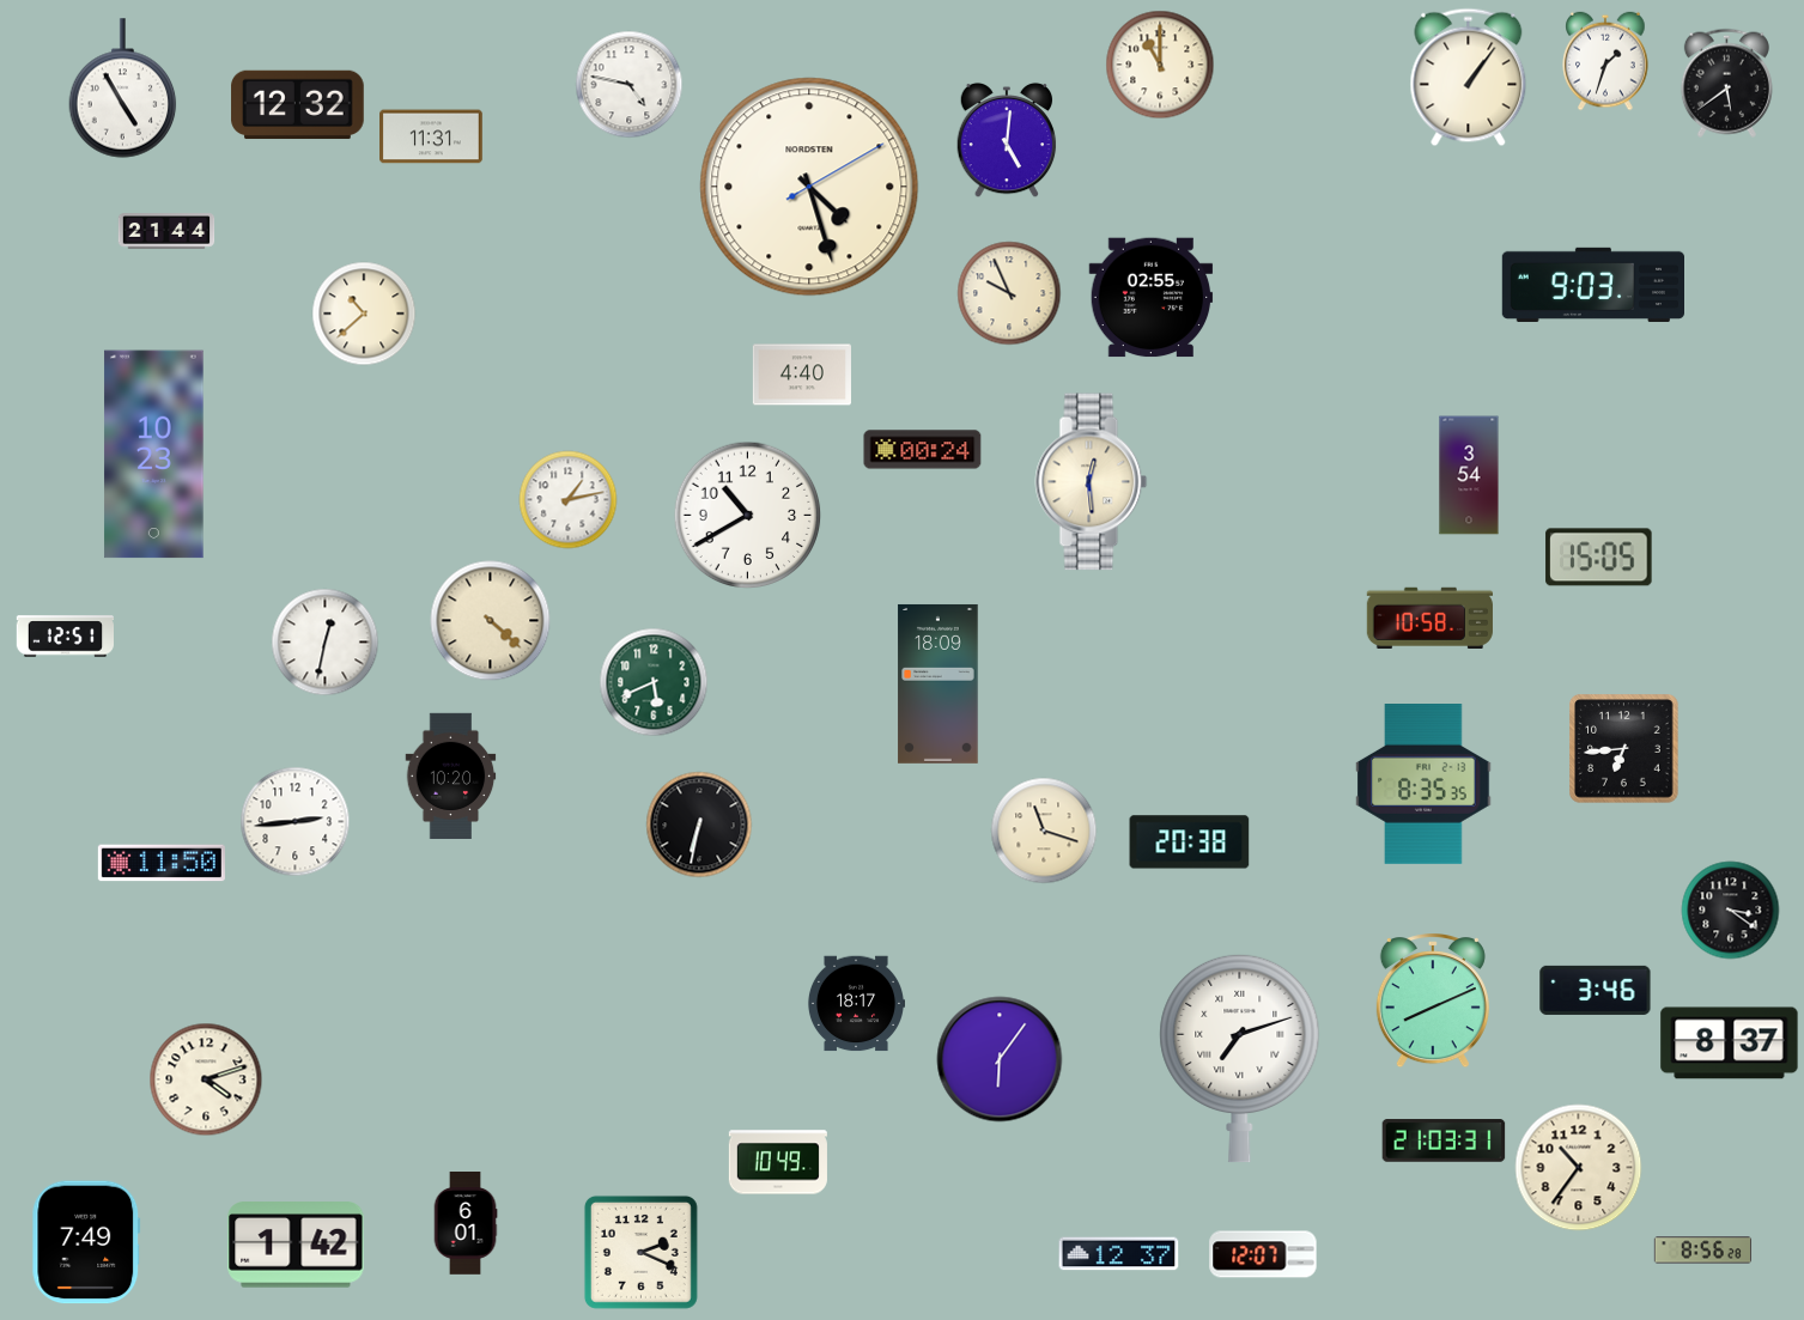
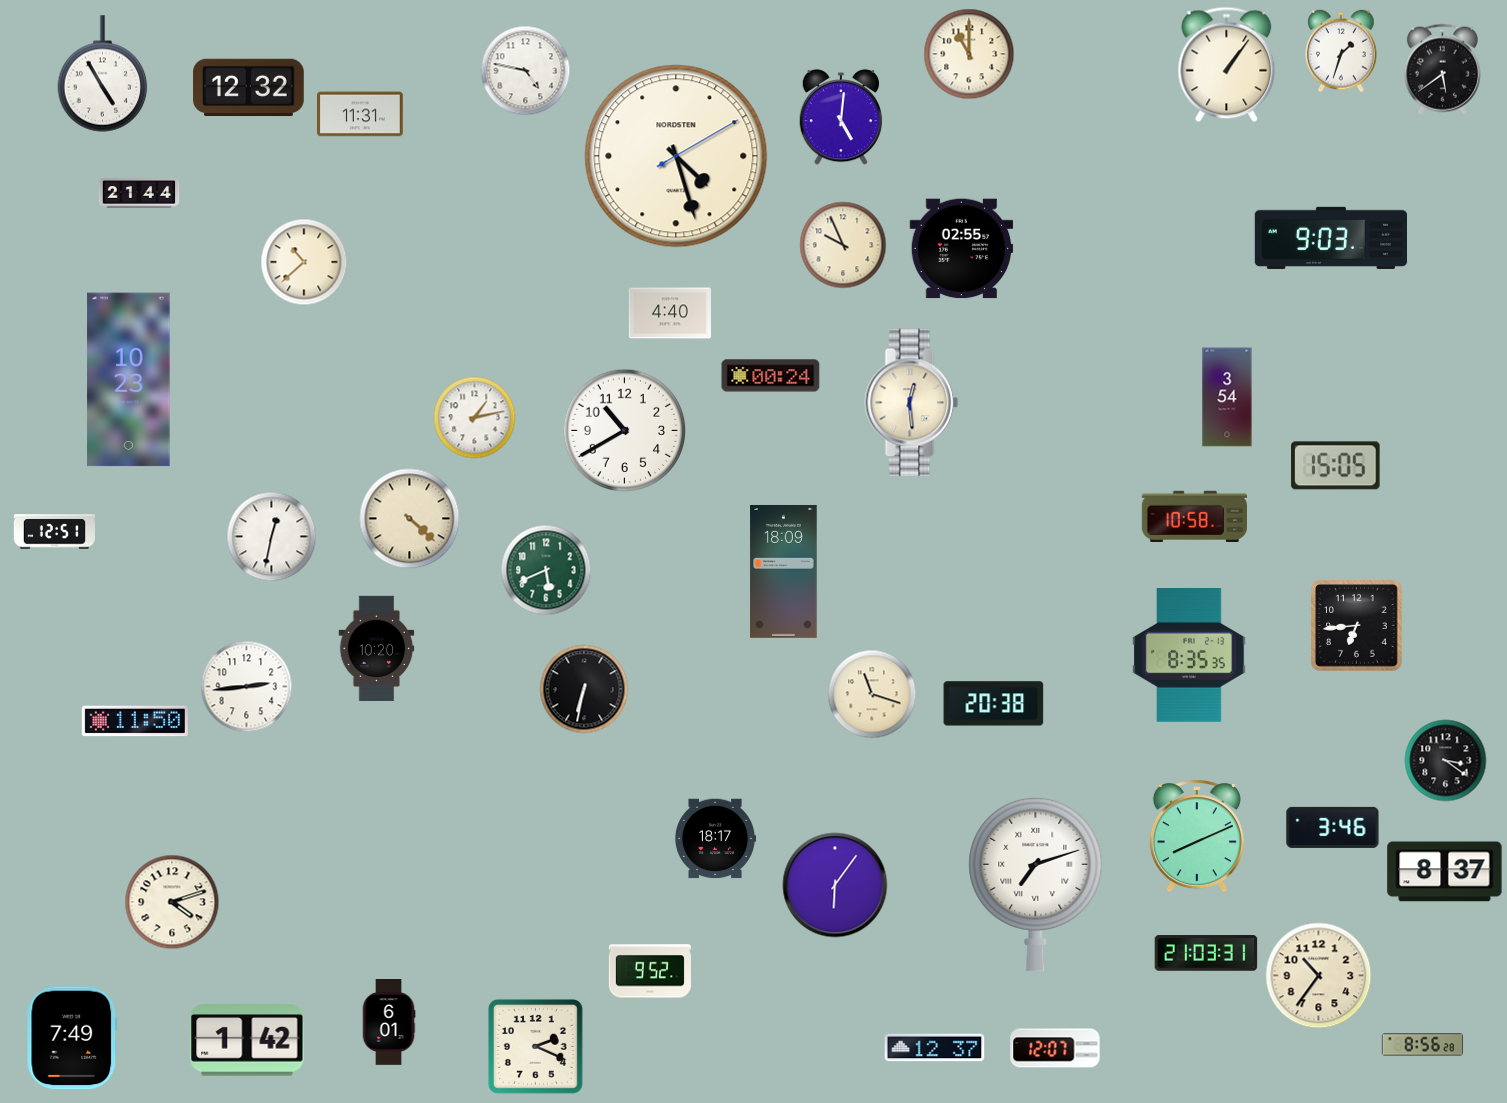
clock at (778, 1162): 10:49 -> 9:52
